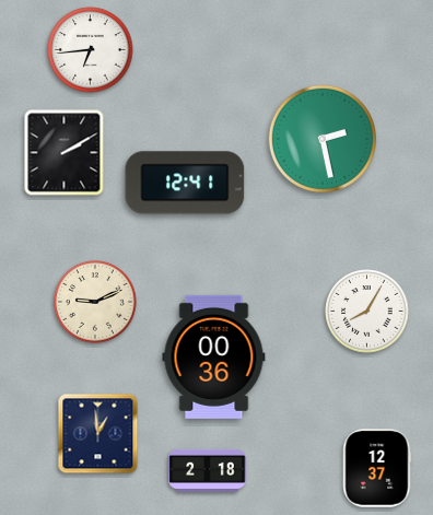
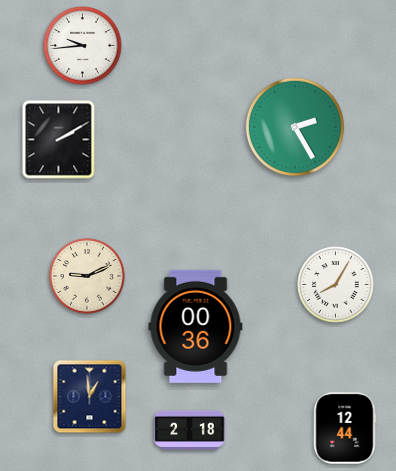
clock at (91, 50): 6:44 -> 9:44
clock at (323, 139): 2:28 -> 2:25
clock at (185, 183): 12:41 -> none
clock at (377, 468): 12:37 -> 12:44
